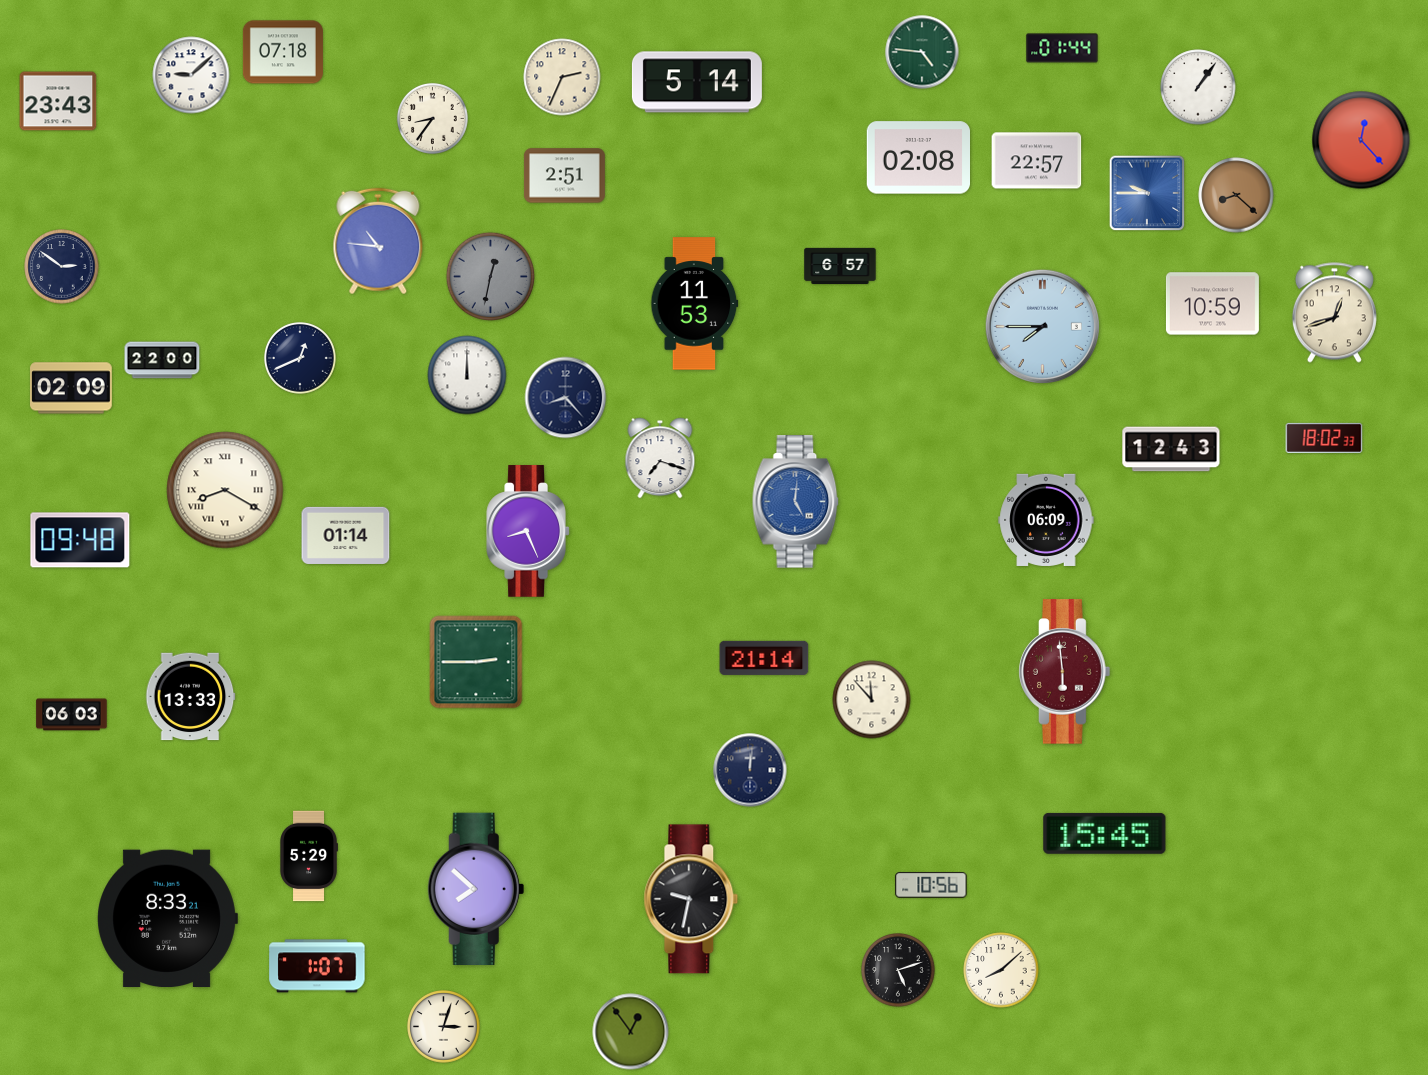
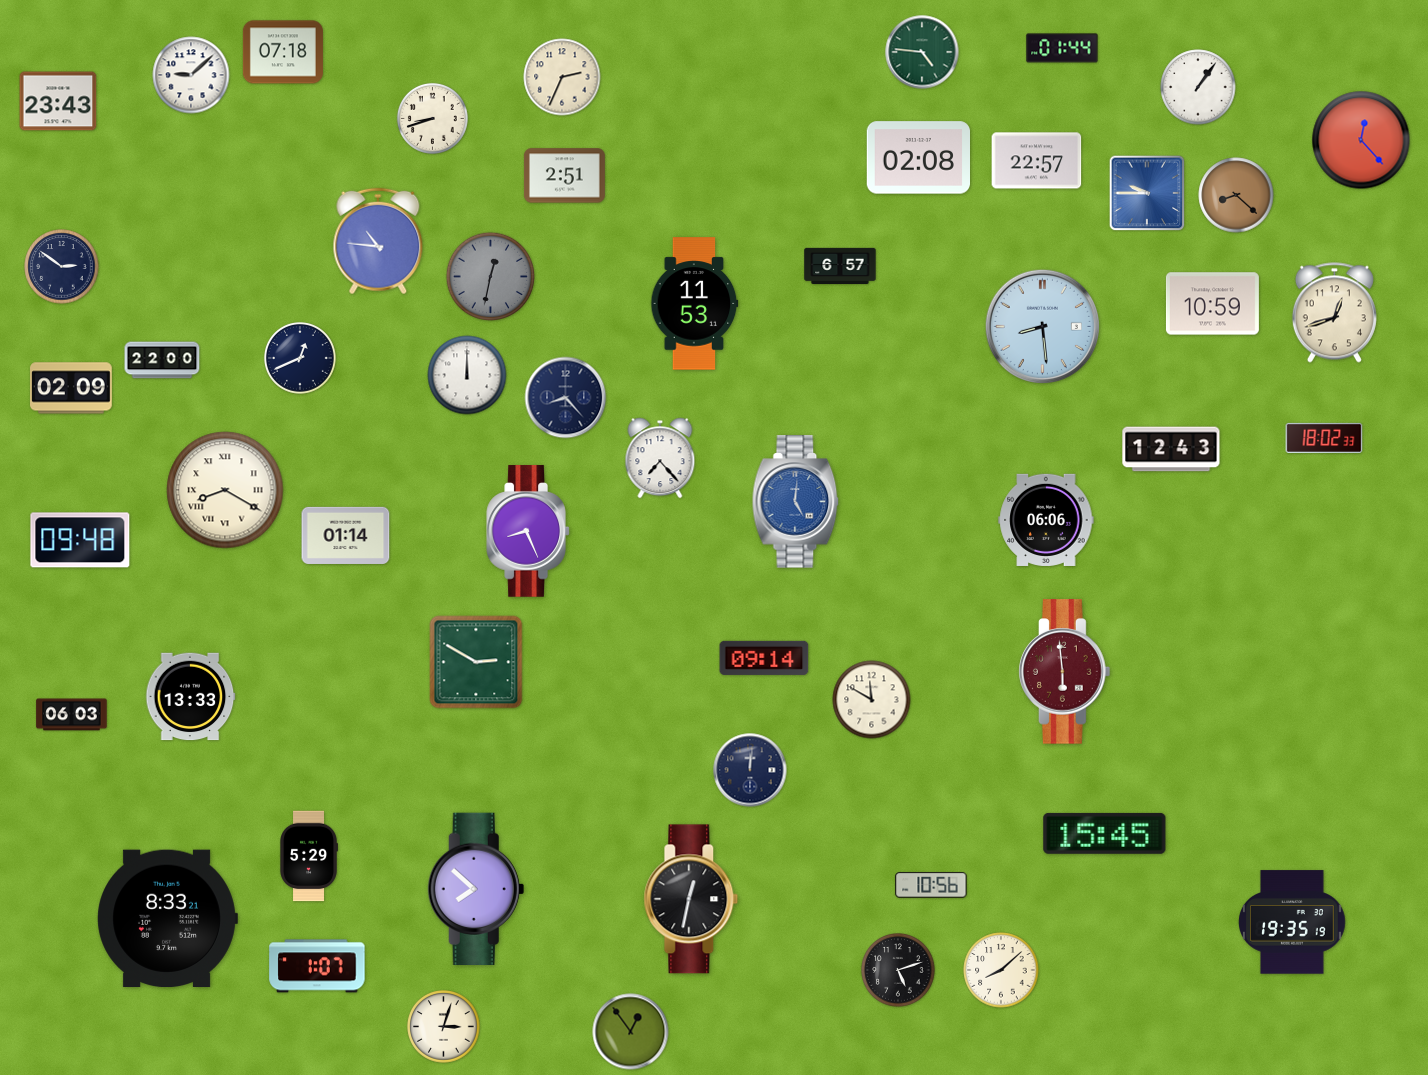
clock at (697, 82): 5:14 -> none
clock at (432, 118): 8:36 -> 8:42
clock at (1042, 326): 7:45 -> 8:29
clock at (660, 458): 7:18 -> 7:23
clock at (1046, 520): 06:09 -> 06:06
clock at (764, 658): 21:14 -> 09:14
clock at (476, 662): 2:45 -> 2:50
clock at (872, 700): 11:53 -> 11:50
clock at (691, 899): 9:32 -> 12:32
clock at (1293, 922): none -> 19:35
